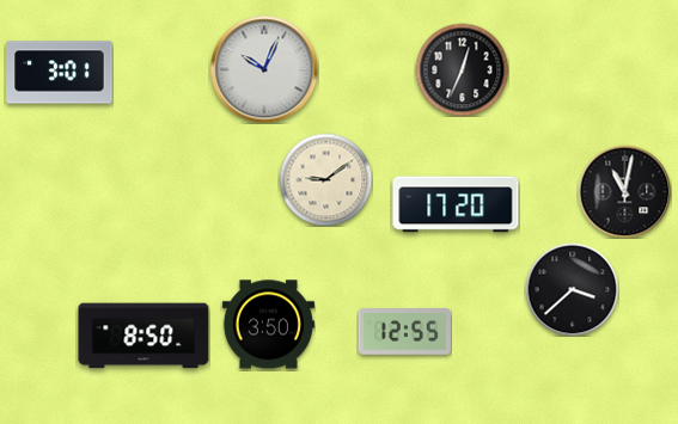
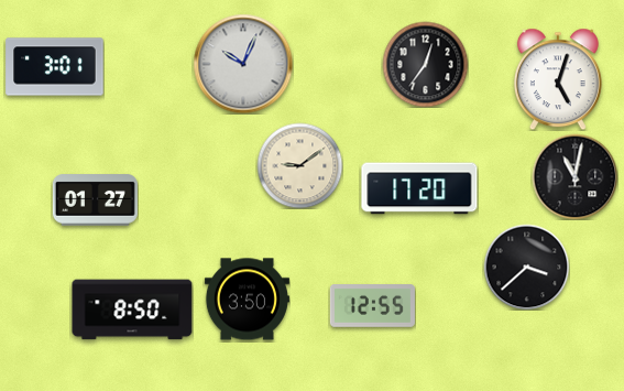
clock at (462, 69): 12:34 -> 12:36
clock at (558, 79): none -> 5:03
clock at (95, 200): none -> 01:27
